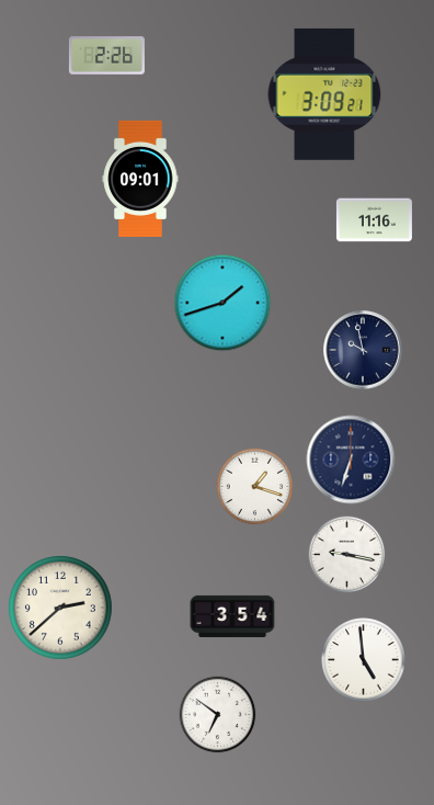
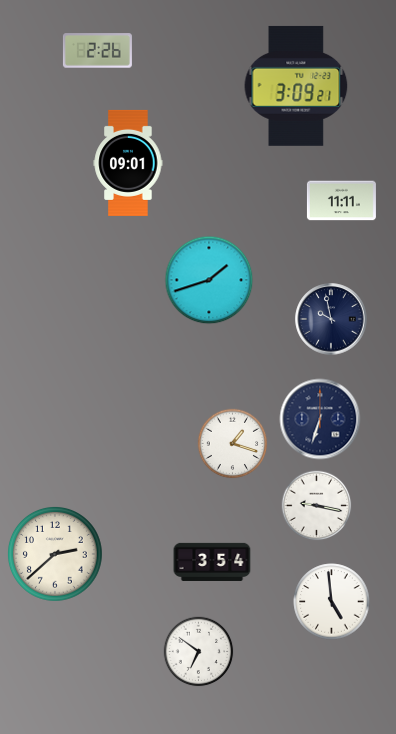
clock at (374, 220): 11:16 -> 11:11
clock at (222, 303) position: (222, 303) -> (209, 280)
